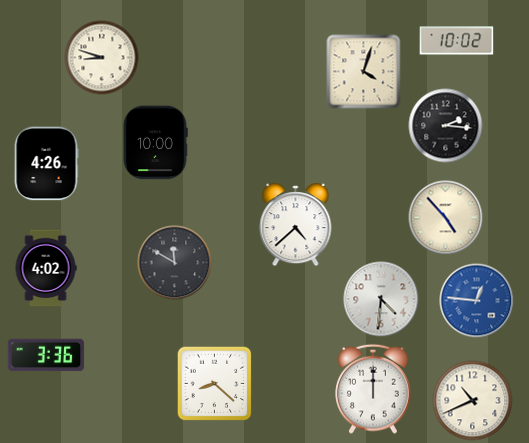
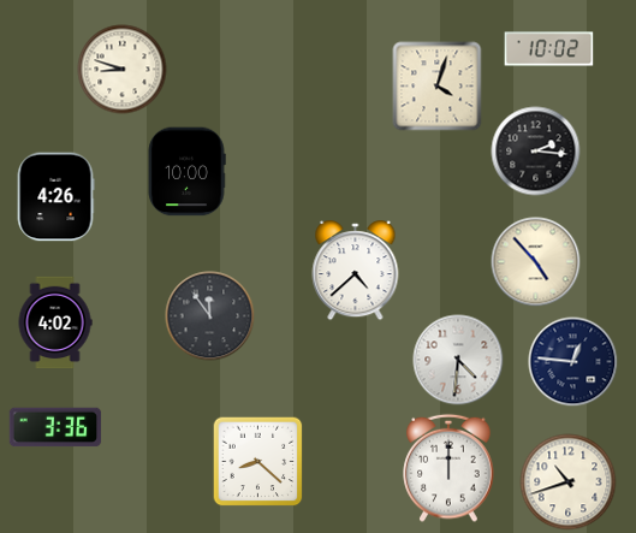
clock at (175, 263): 11:50 -> 11:54
clock at (477, 301) dial: blue -> navy
clock at (473, 401): 10:41 -> 10:42
